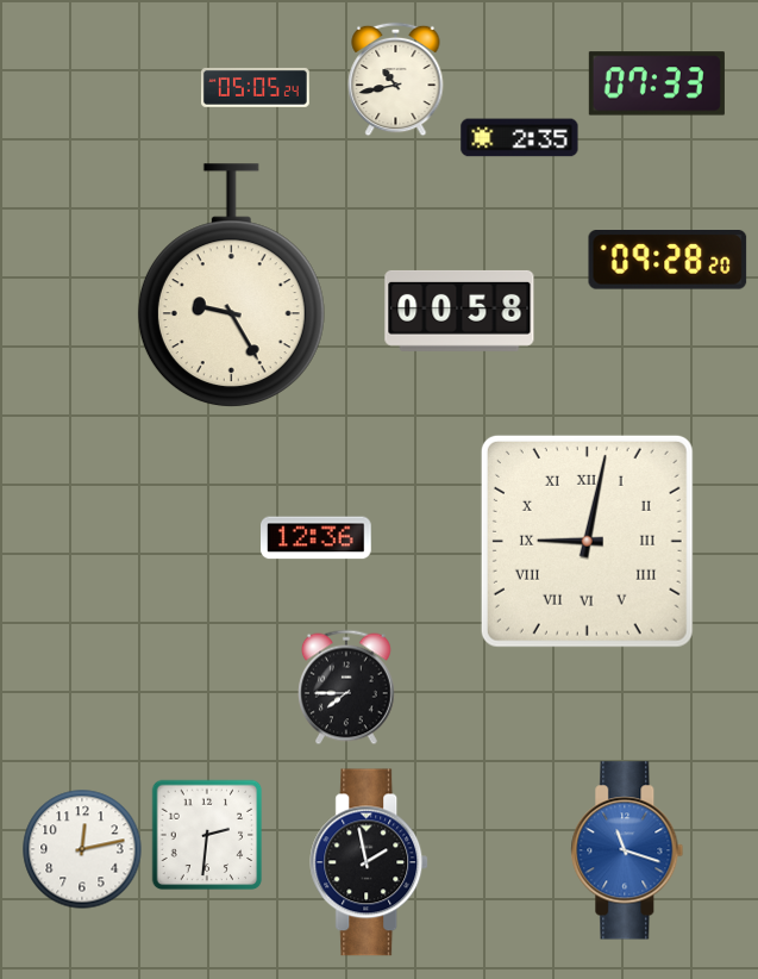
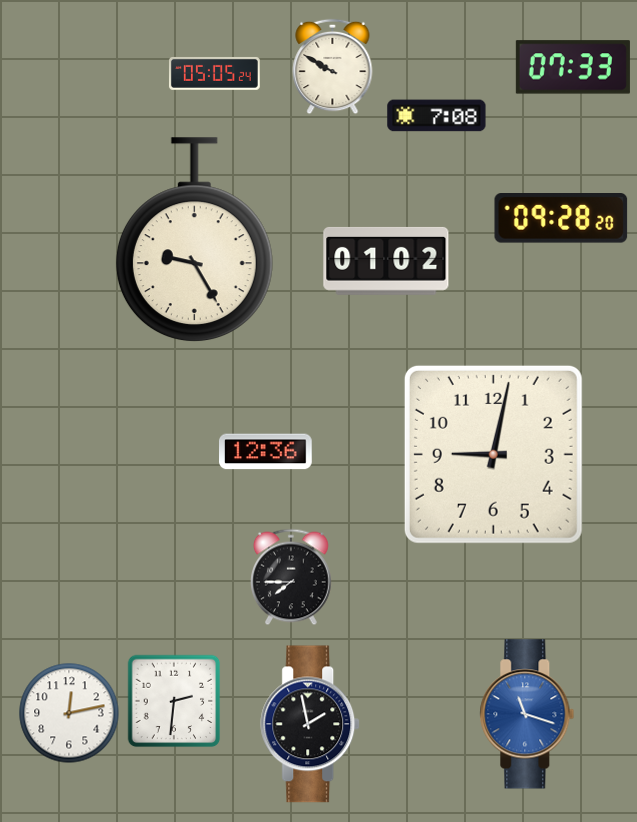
clock at (396, 80): 10:43 -> 9:50
clock at (657, 83) position: (657, 83) -> (573, 67)
clock at (520, 138): 2:35 -> 7:08
clock at (459, 311): 00:58 -> 01:02
clock at (587, 541) numerals: Roman -> Arabic
